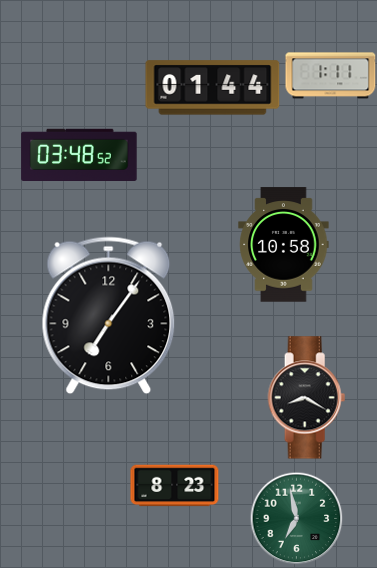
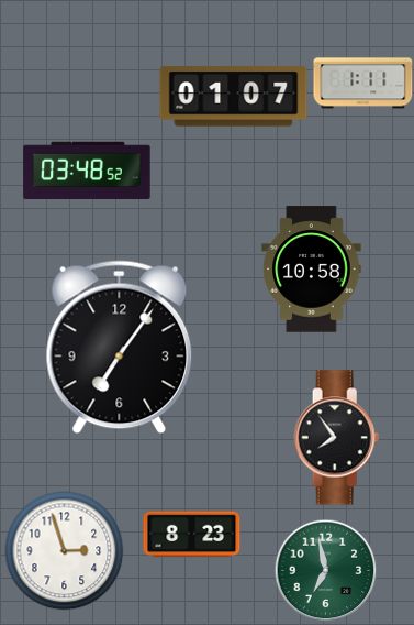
clock at (213, 88): 01:44 -> 01:07
clock at (307, 398): 8:20 -> 7:54
clock at (65, 551): none -> 2:57
